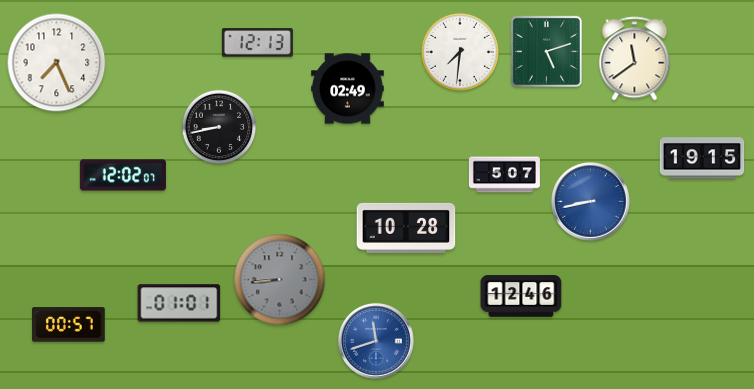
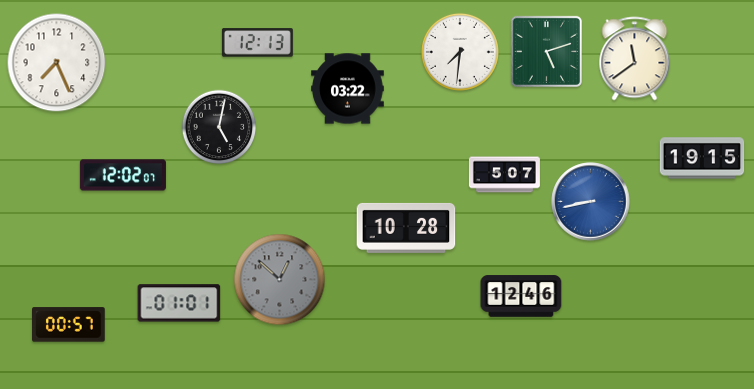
clock at (348, 89): 02:49 -> 03:22
clock at (219, 127): 8:43 -> 5:02
clock at (280, 280): 8:44 -> 12:52
clock at (376, 341): 11:42 -> none
